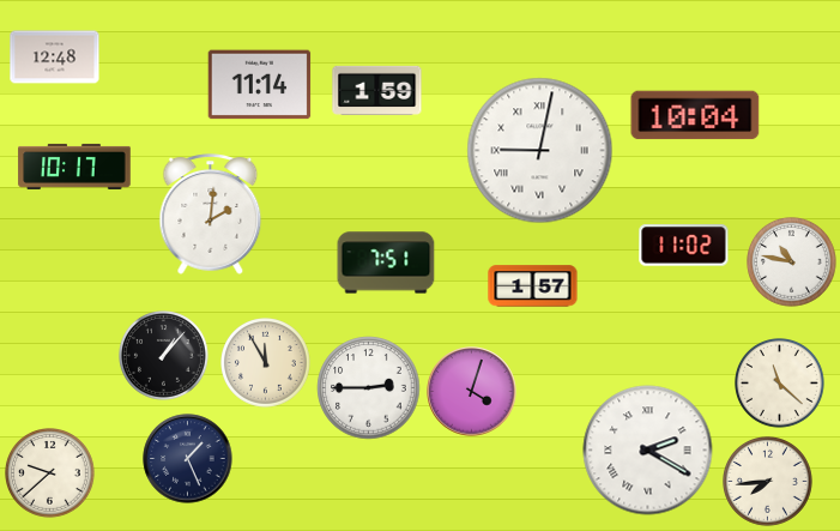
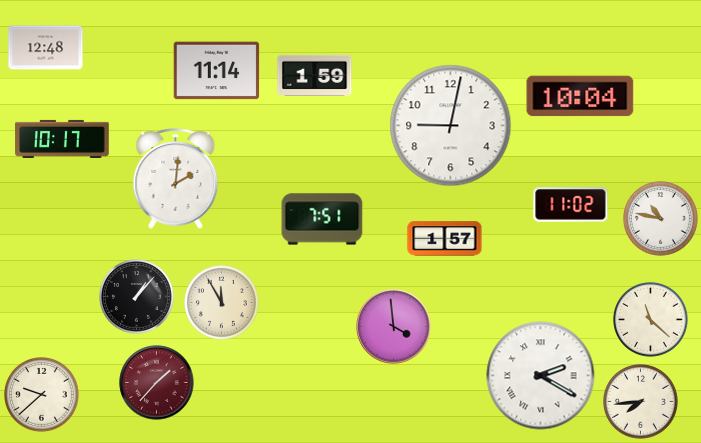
clock at (540, 151) numerals: Roman -> Arabic
clock at (369, 388): 2:45 -> none
clock at (472, 392): 4:03 -> 3:59
clock at (188, 459): 1:26 -> 1:37
clock at (188, 459) dial: navy -> burgundy
